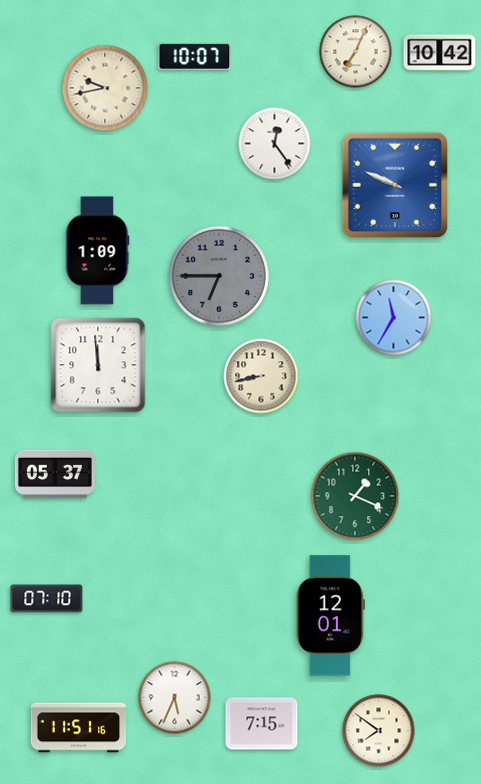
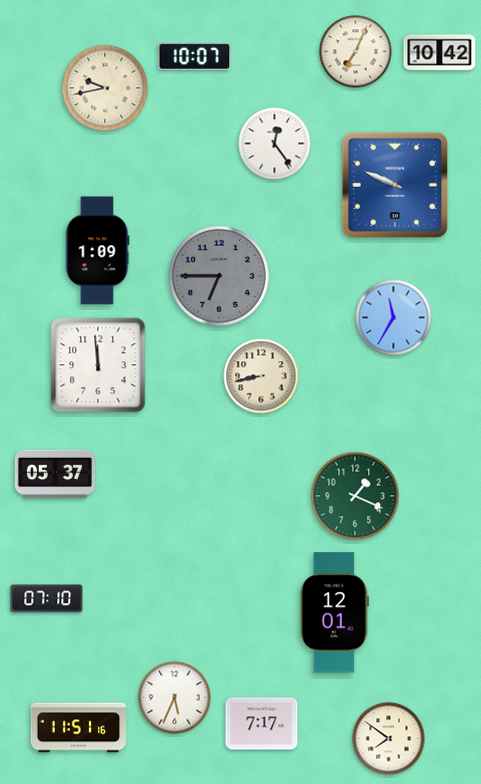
clock at (330, 616) position: (330, 616) -> (334, 613)
clock at (262, 724): 7:15 -> 7:17
clock at (379, 731) position: (379, 731) -> (389, 739)
